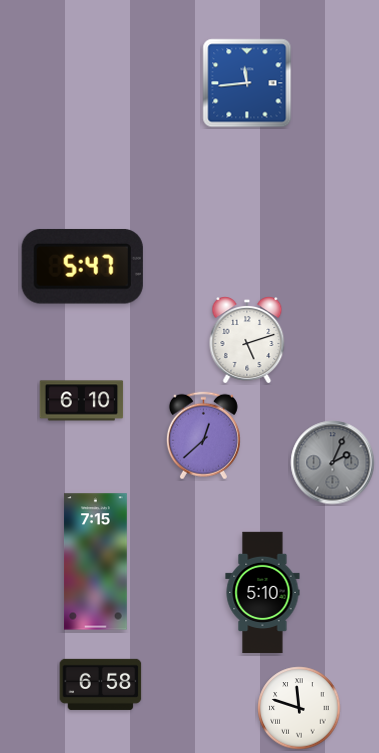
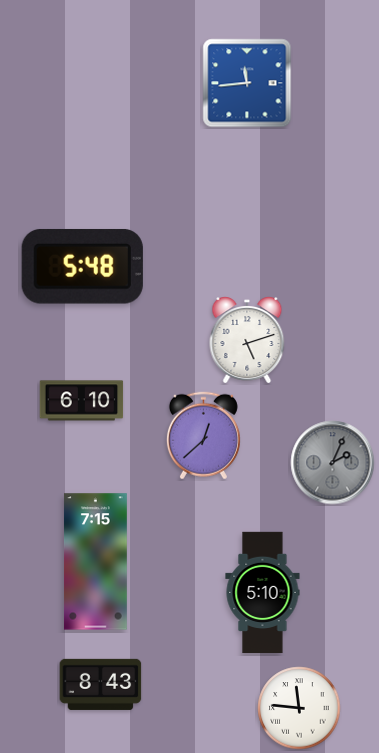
clock at (82, 267): 5:47 -> 5:48
clock at (101, 684): 6:58 -> 8:43
clock at (299, 708): 11:48 -> 11:46
